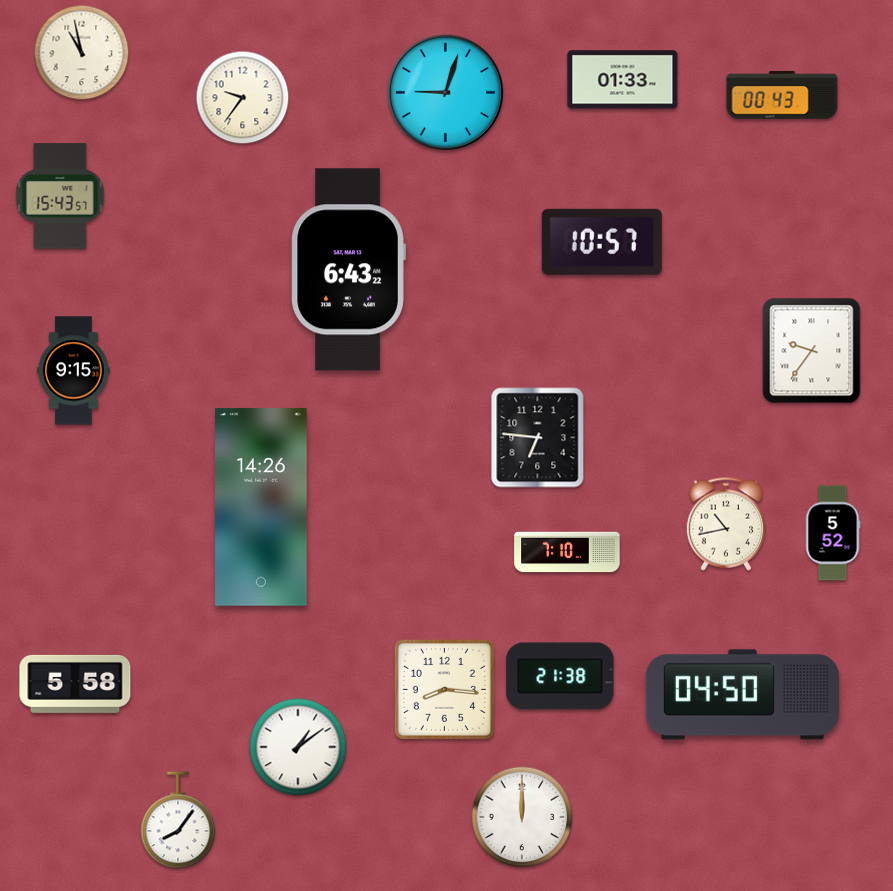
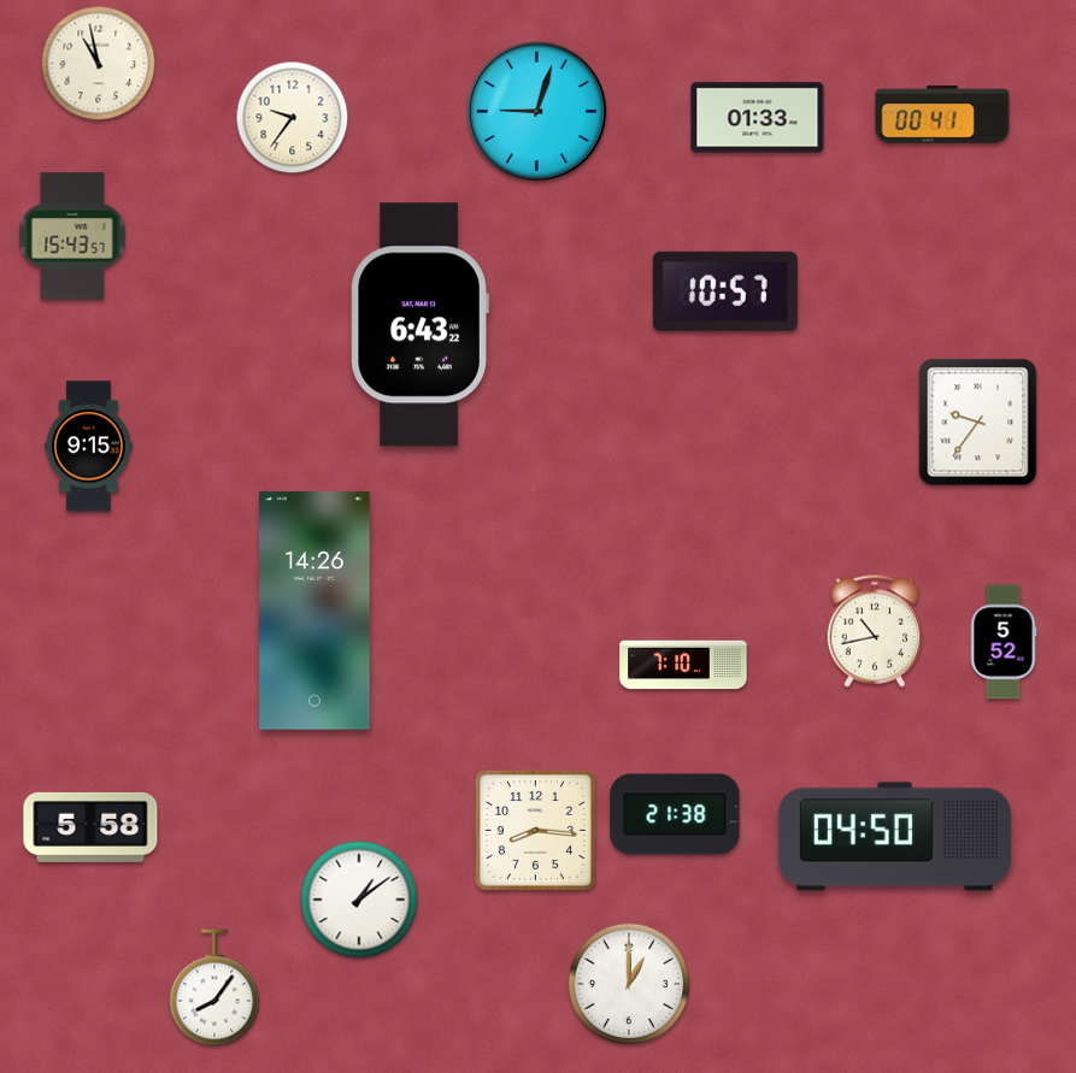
clock at (623, 80) position: (623, 80) -> (758, 118)
clock at (782, 95): 00:43 -> 00:41
clock at (538, 438): 6:46 -> none
clock at (75, 684) position: (75, 684) -> (90, 827)
clock at (522, 817): 12:00 -> 1:00
